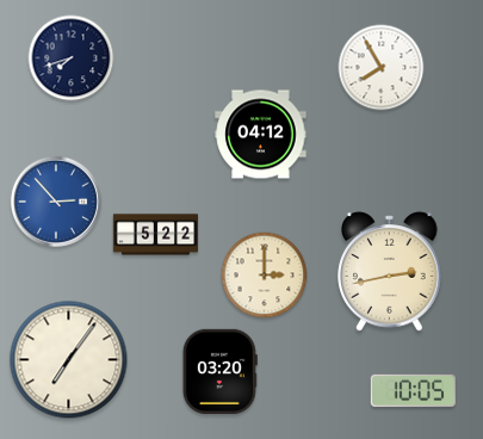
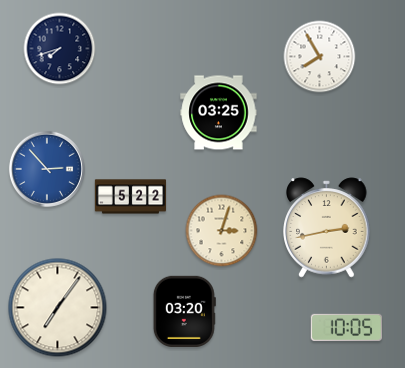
clock at (261, 135): 04:12 -> 03:25
clock at (265, 276): 3:00 -> 3:03
clock at (69, 360) position: (69, 360) -> (58, 308)
